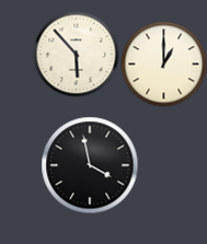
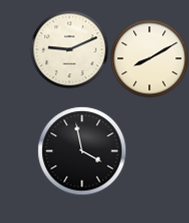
clock at (76, 54): 5:53 -> 9:11
clock at (163, 63): 1:00 -> 8:10
